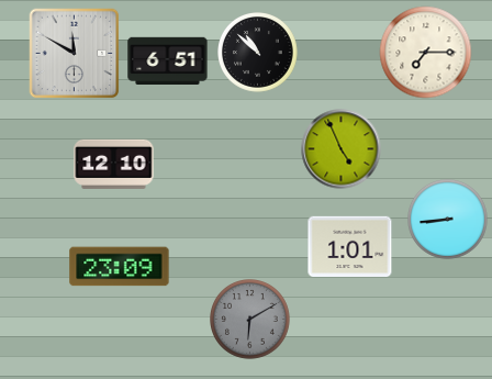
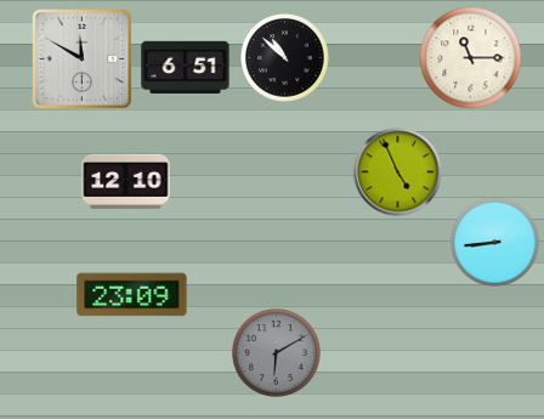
clock at (426, 53): 7:15 -> 11:15
clock at (342, 149) position: (342, 149) -> (398, 172)
clock at (350, 246): 1:01 -> none
